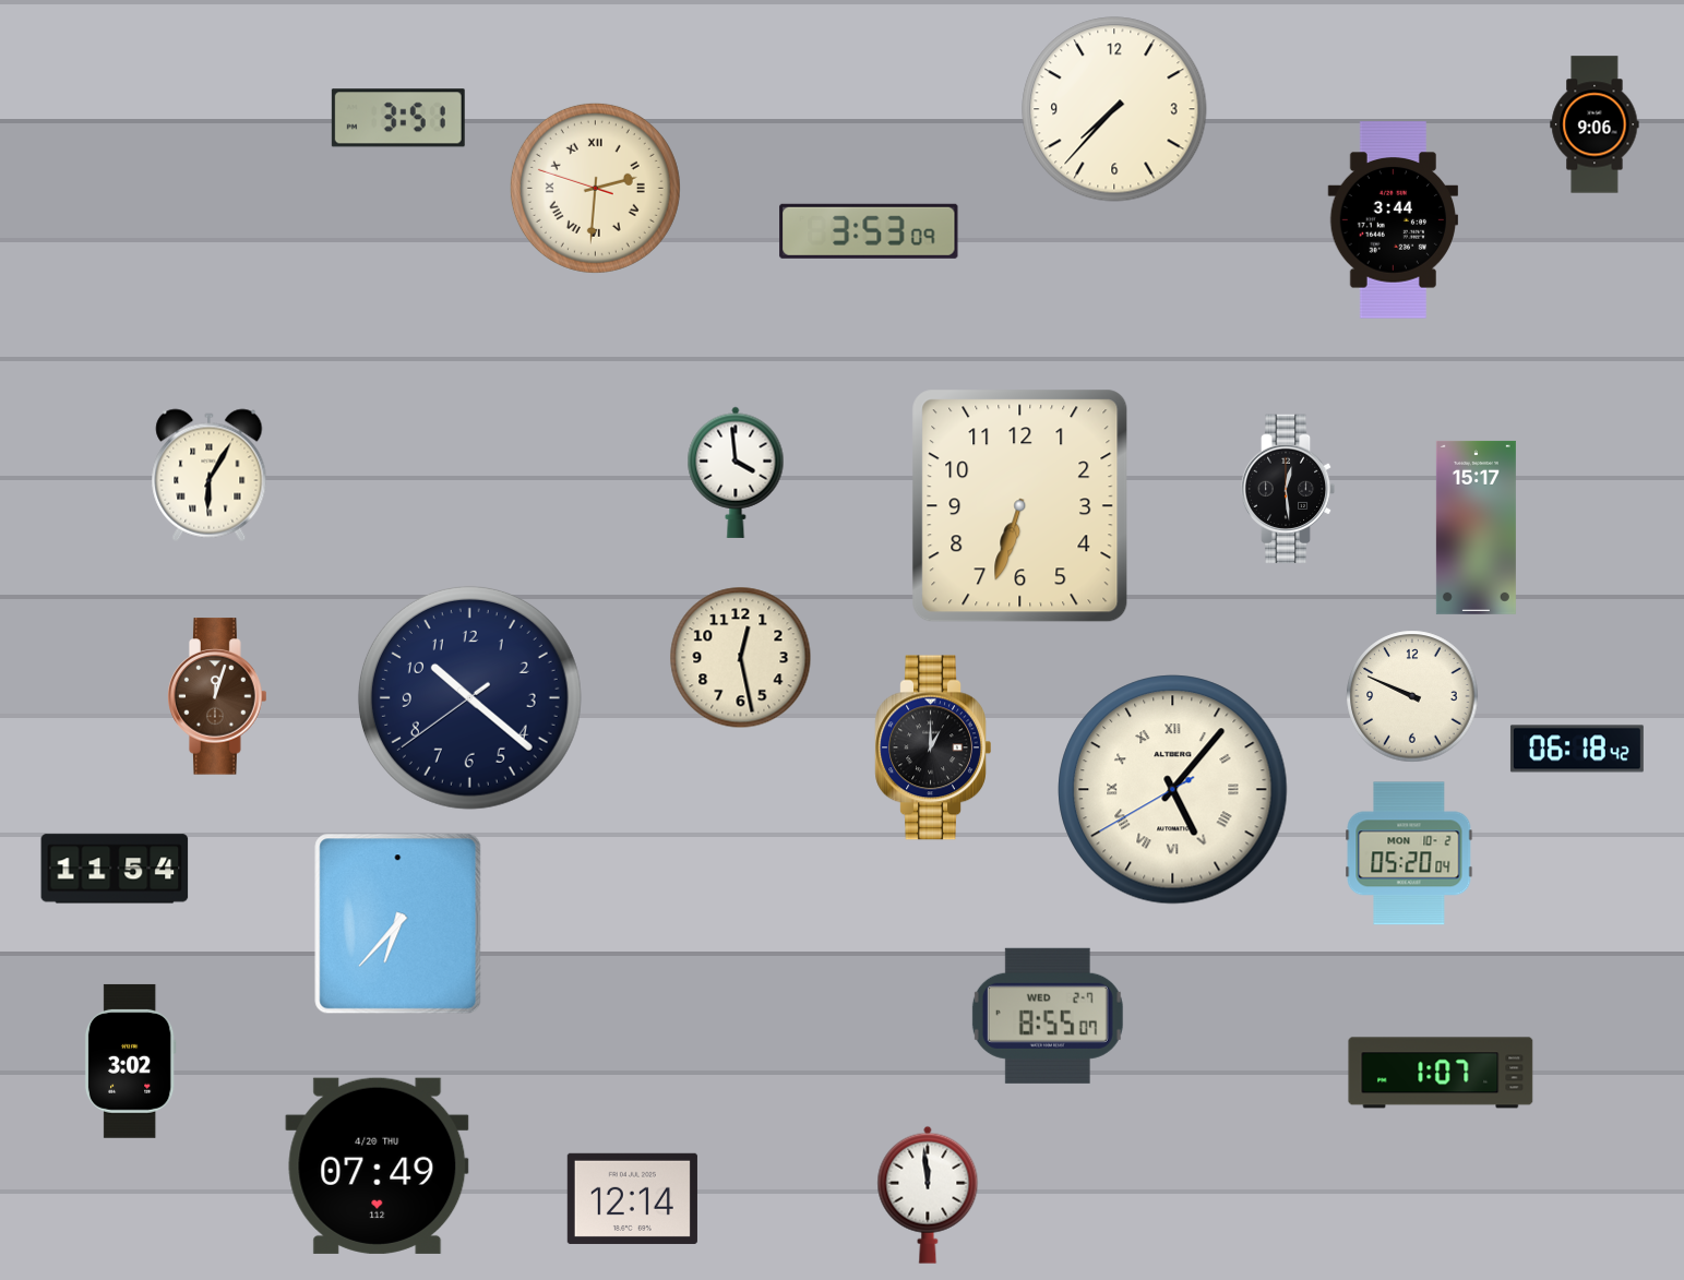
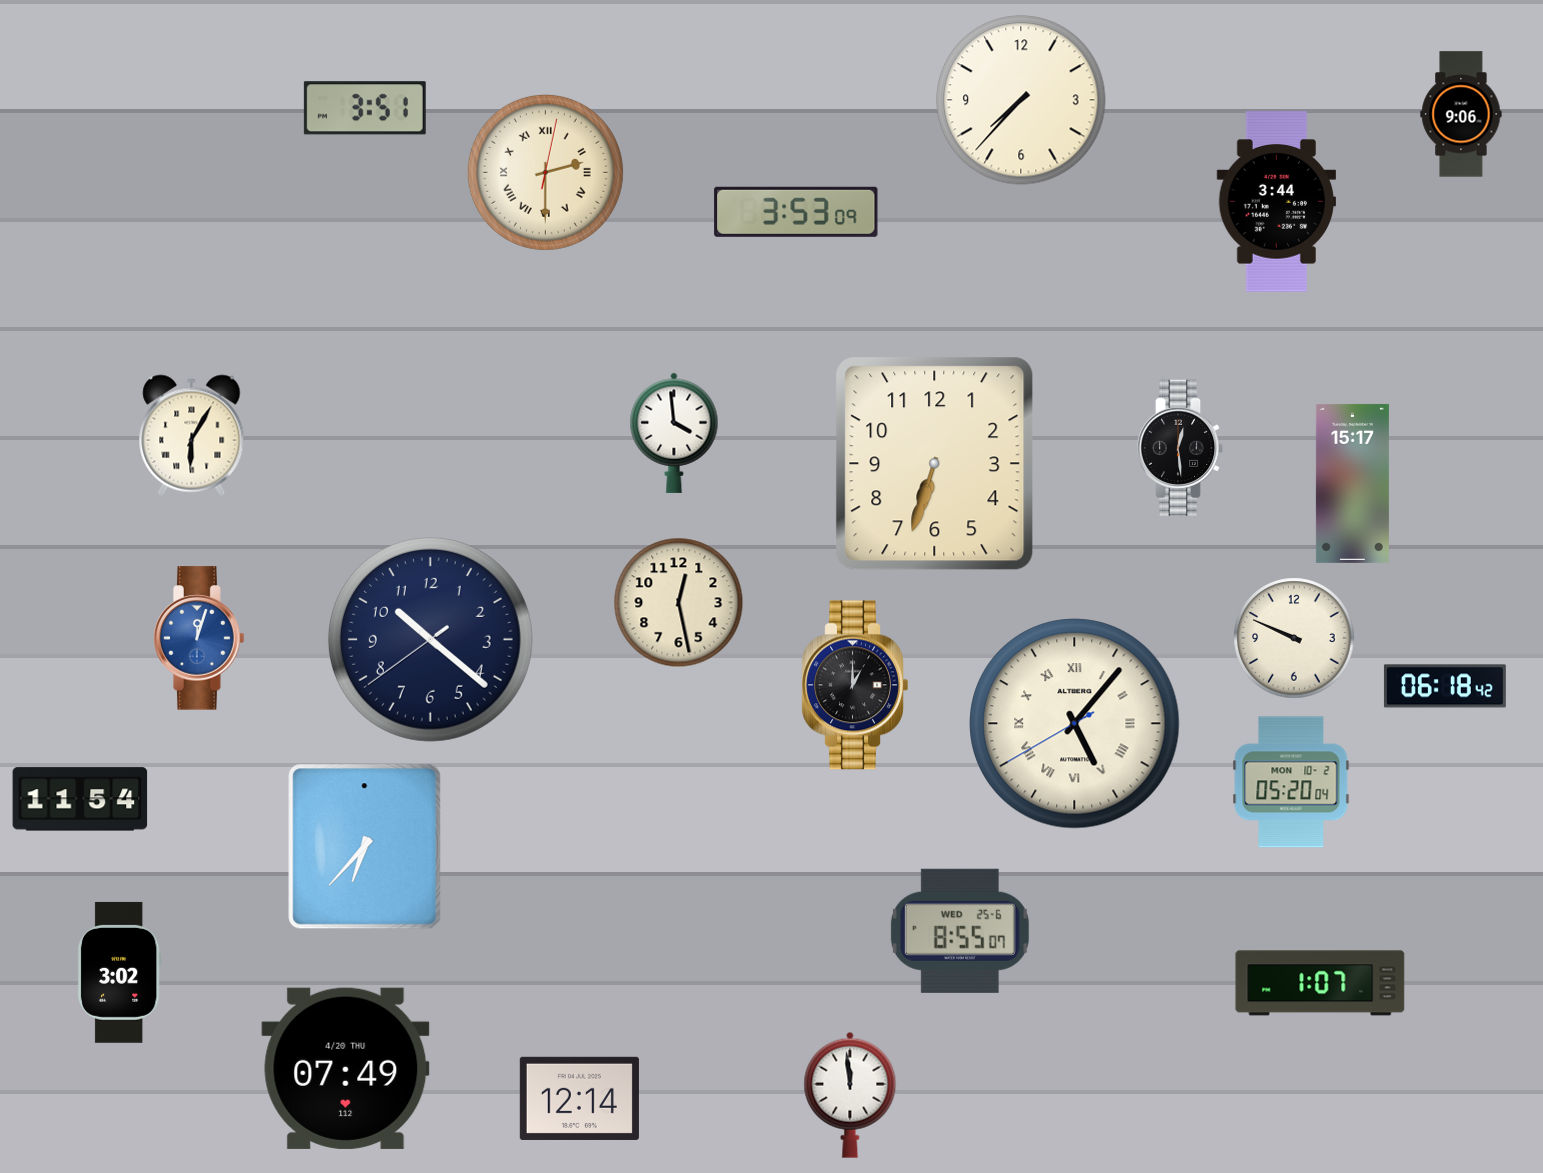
clock at (595, 188): 2:30:48 -> 2:30:02
clock at (217, 696) dial: brown -> blue
clock at (115, 869) position: (115, 869) -> (80, 799)
clock at (1048, 1016) date: WED 2-7 -> WED 25-6
